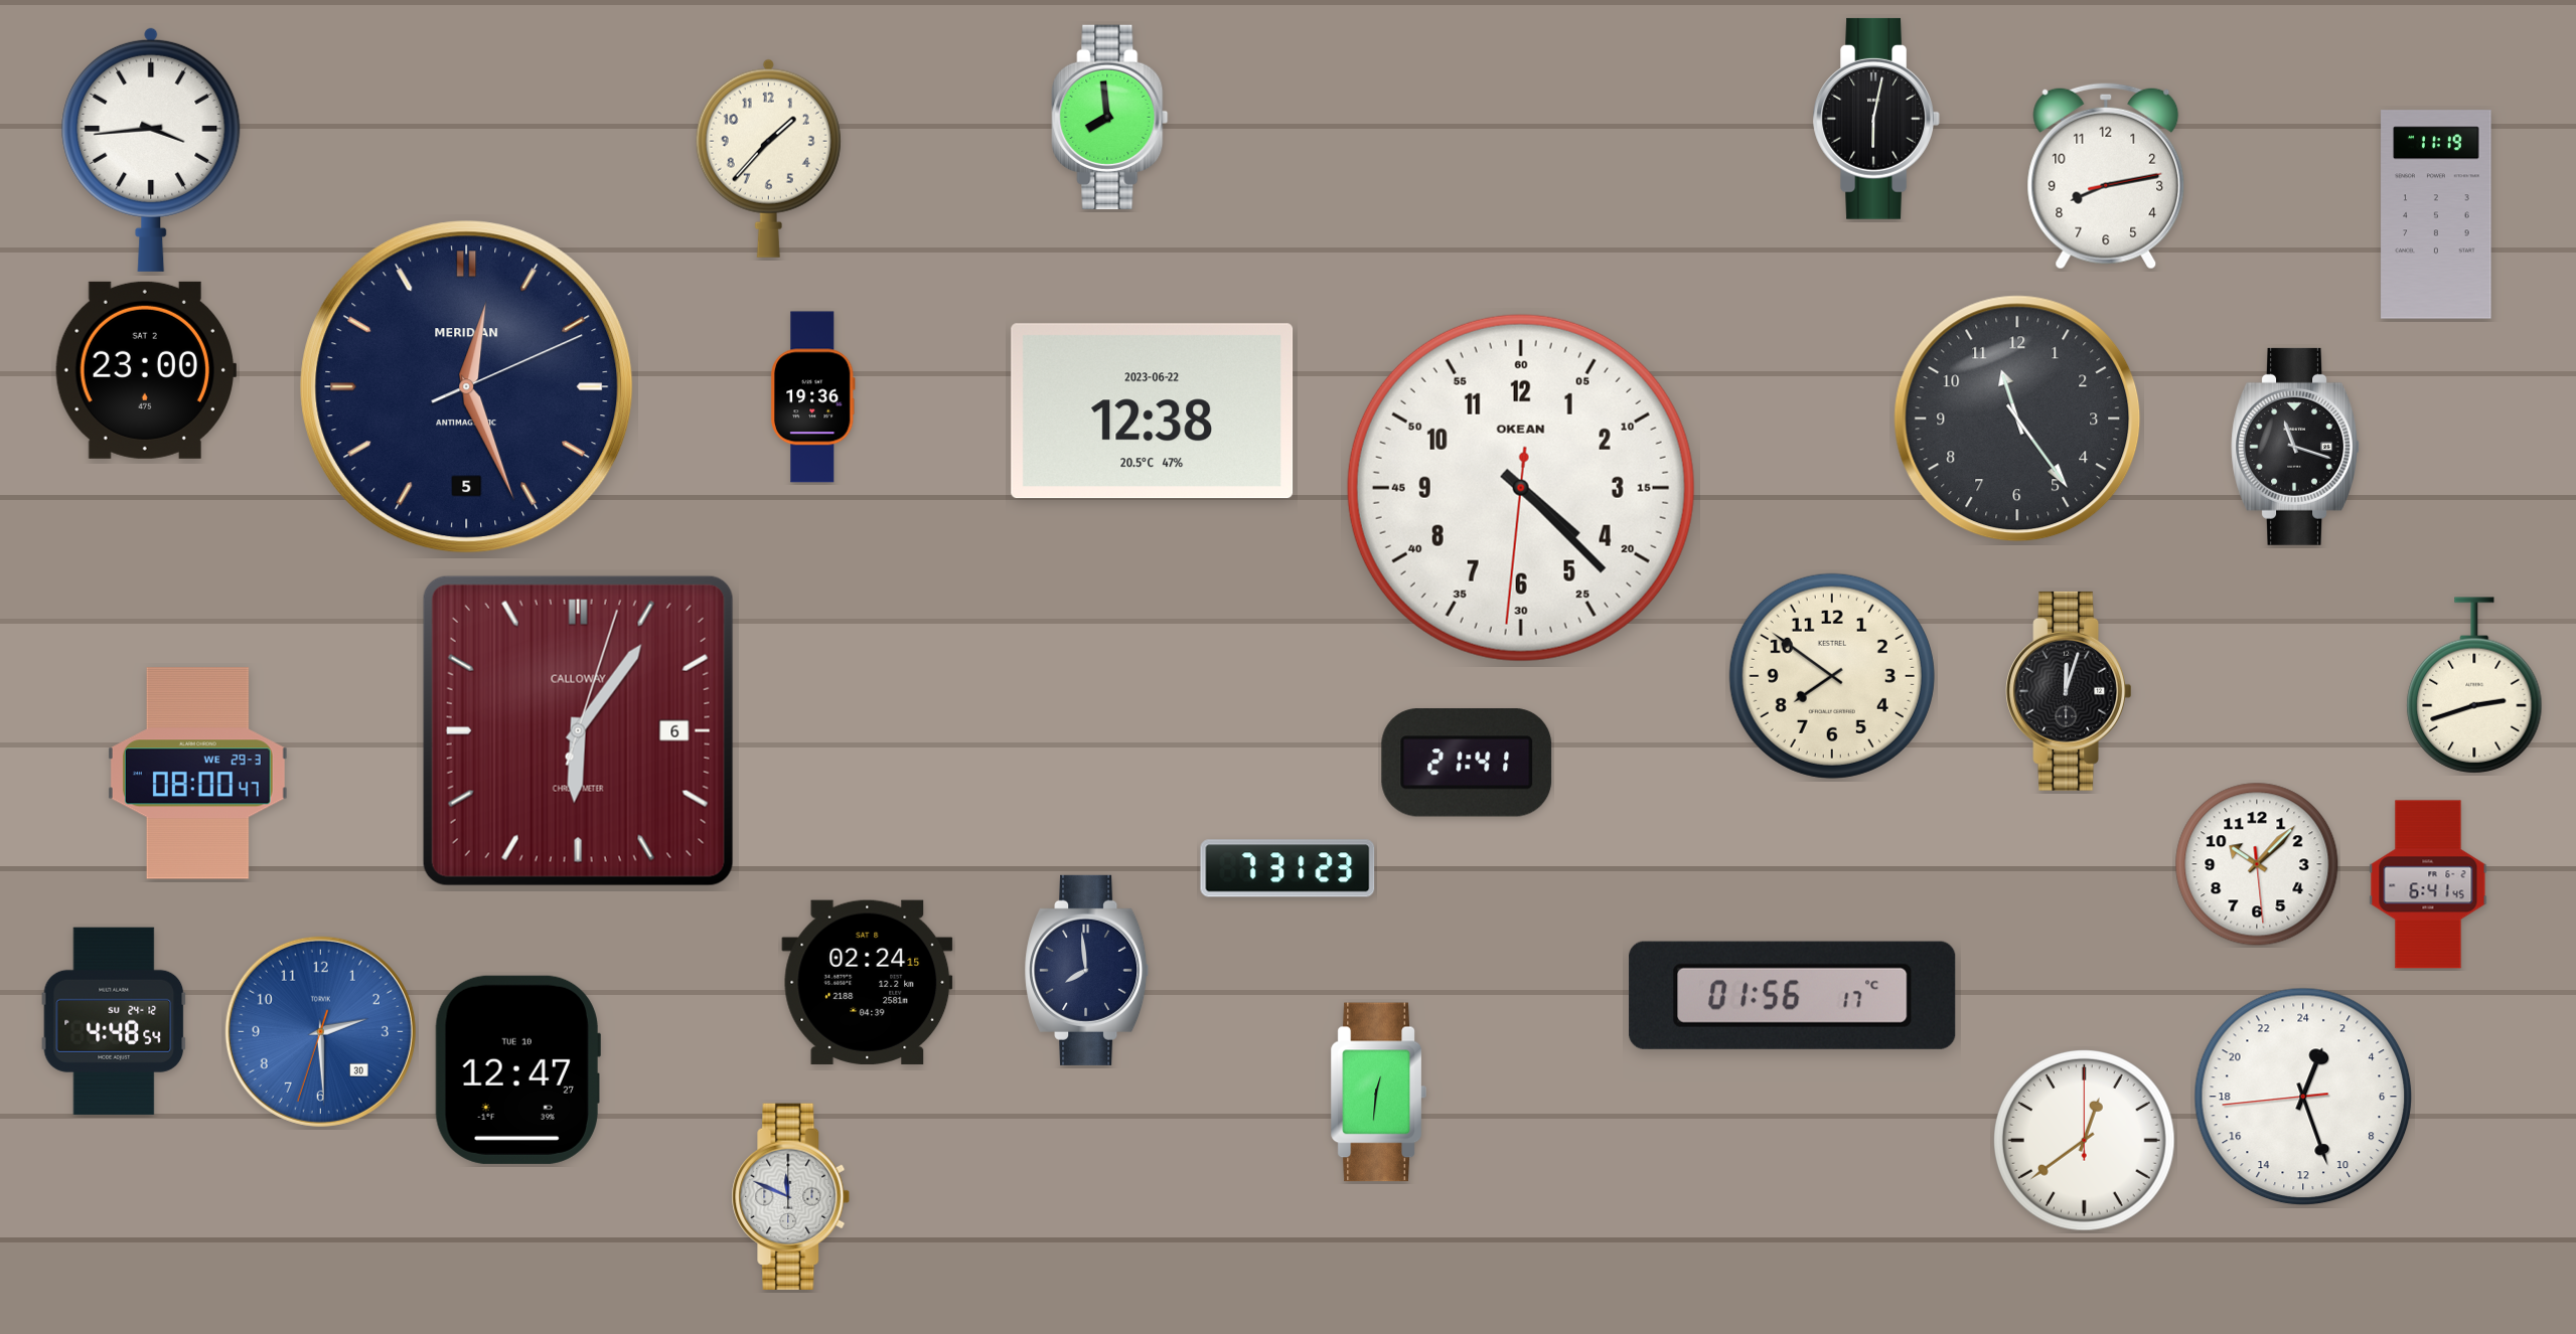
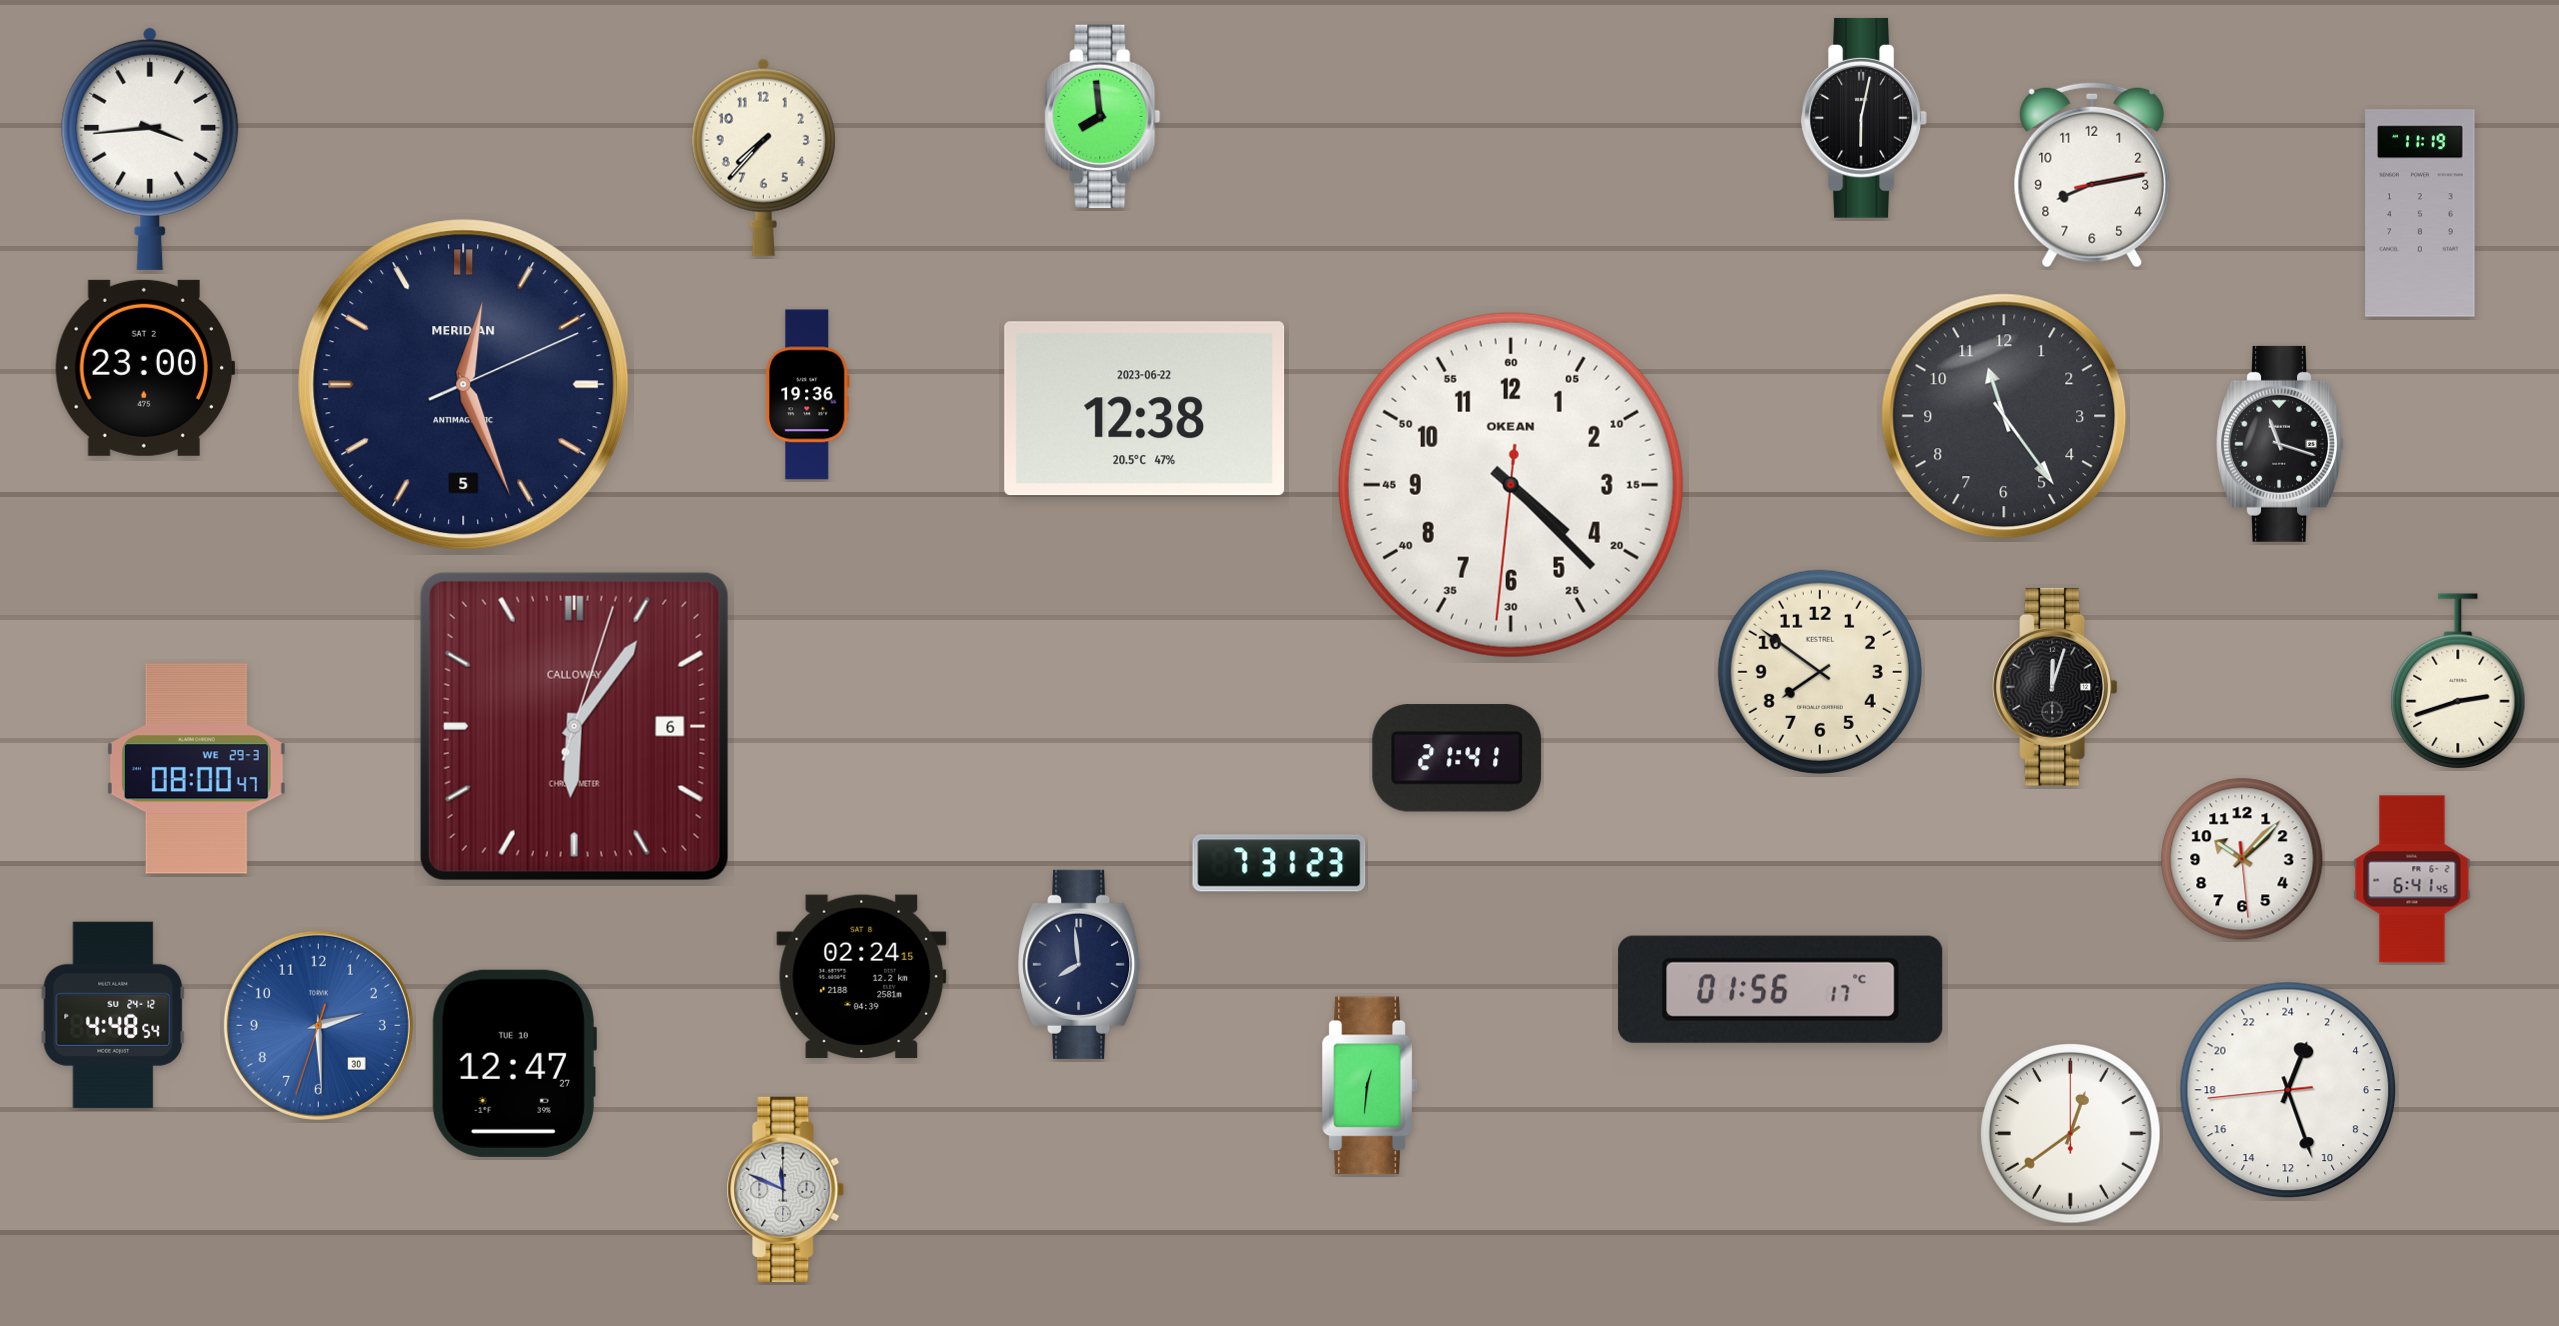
clock at (768, 158): 1:37 -> 7:37
